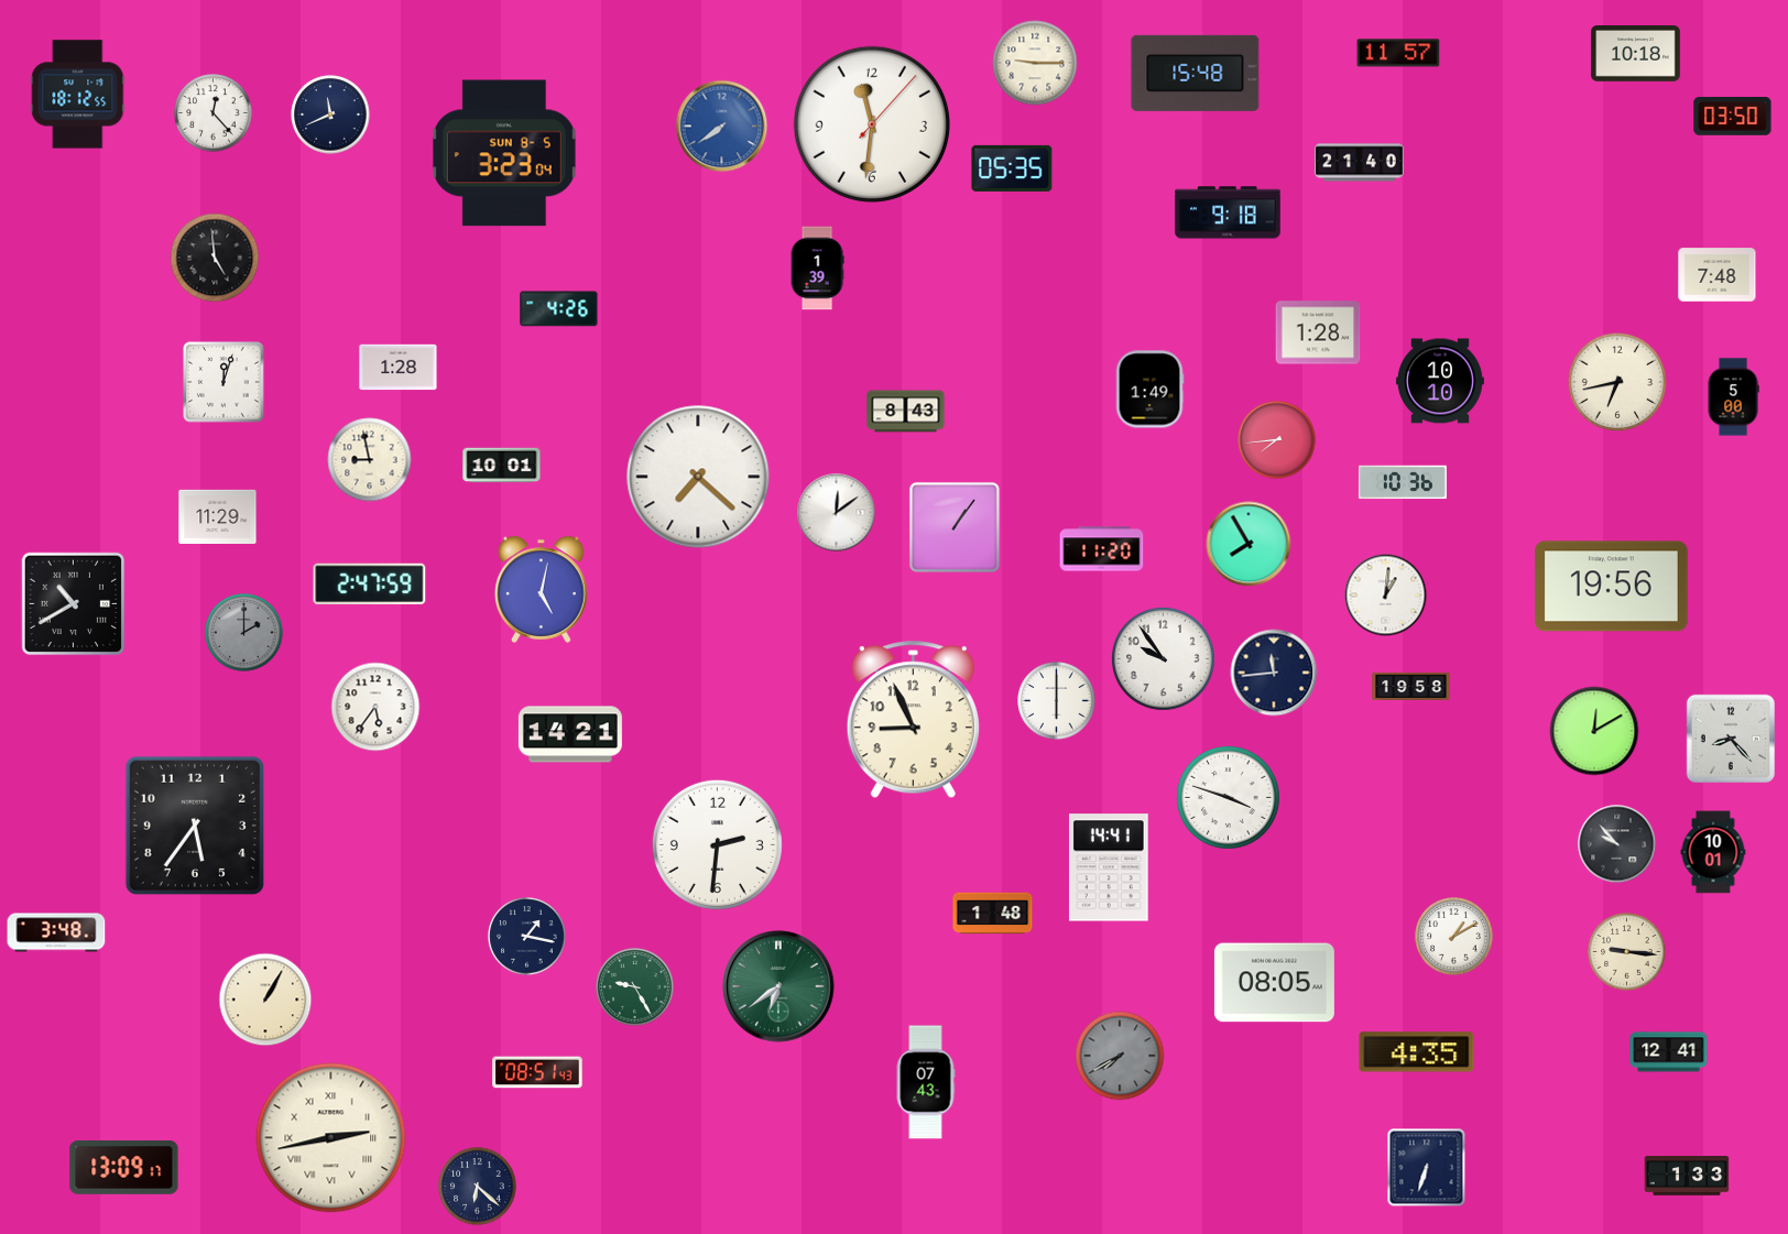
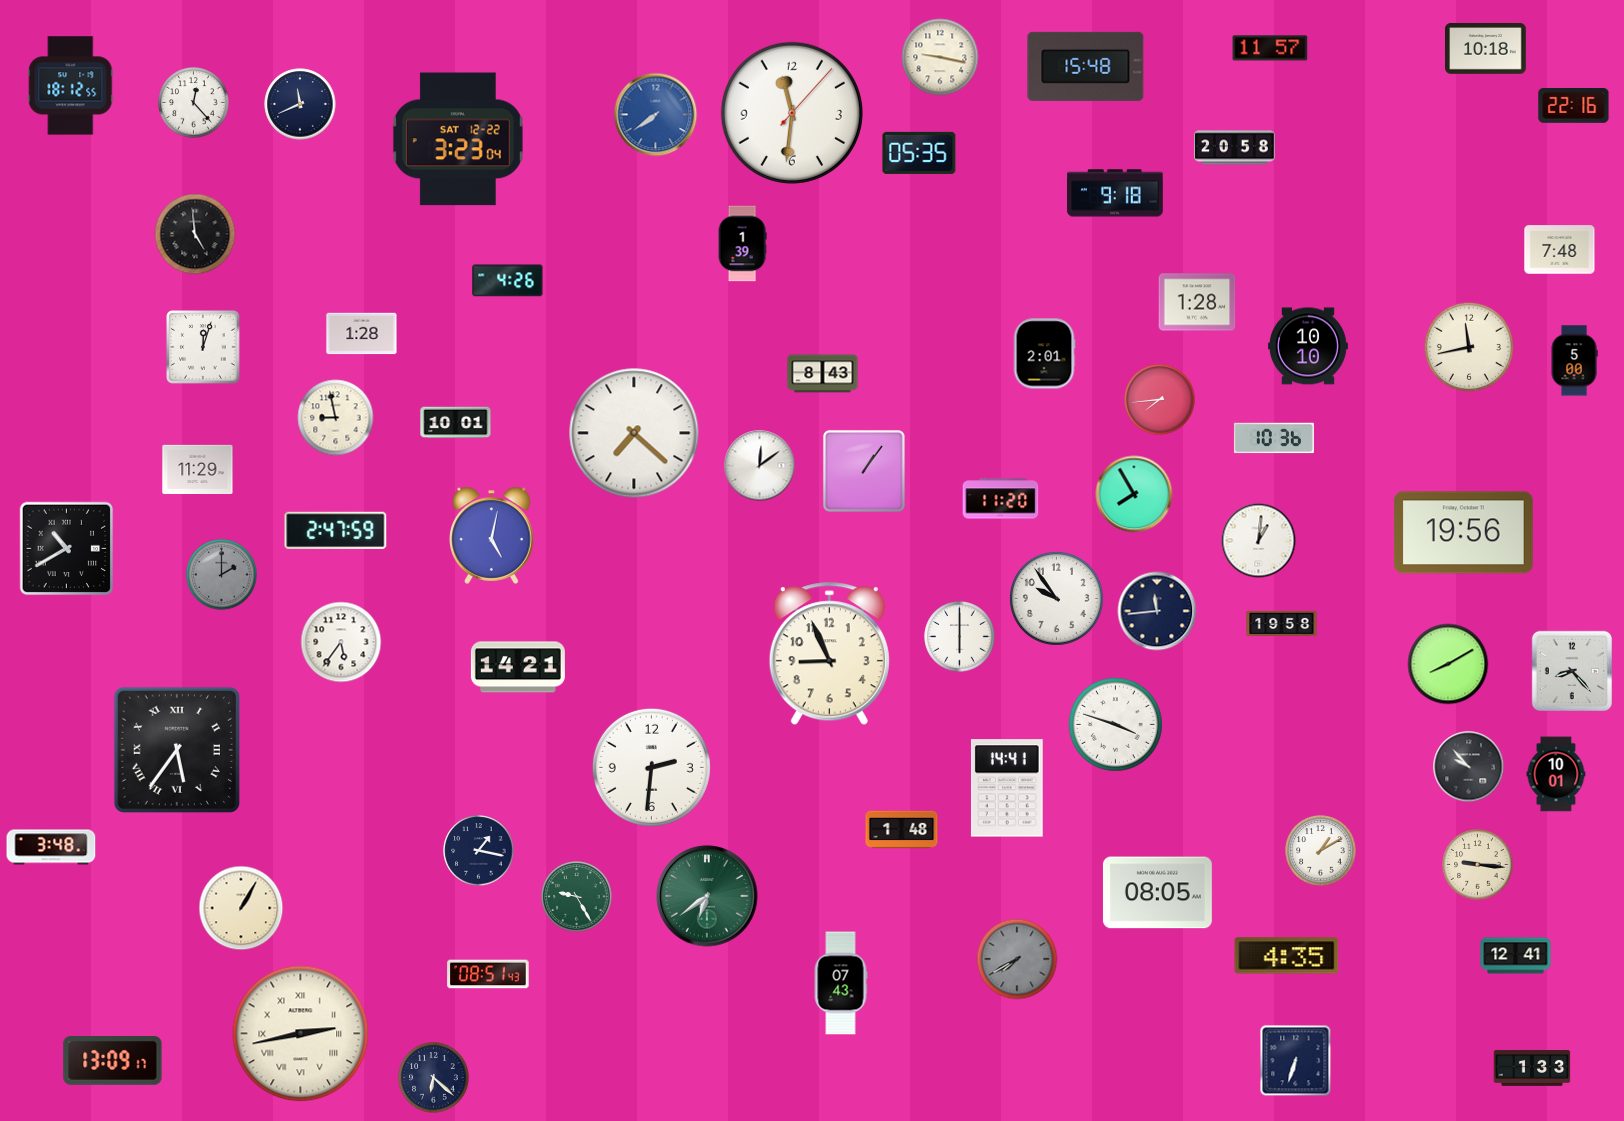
clock at (1035, 63): 9:15 -> 9:17
clock at (1733, 117): 03:50 -> 22:16
clock at (504, 153) date: SUN 8-5 -> SAT 12-22
clock at (1360, 163): 21:40 -> 20:58
clock at (1617, 382): 6:43 -> 11:43
clock at (1149, 390): 1:49 -> 2:01
clock at (955, 527) position: (955, 527) -> (864, 471)
clock at (1594, 731): 12:10 -> 8:10
clock at (195, 826) numerals: Arabic -> Roman
